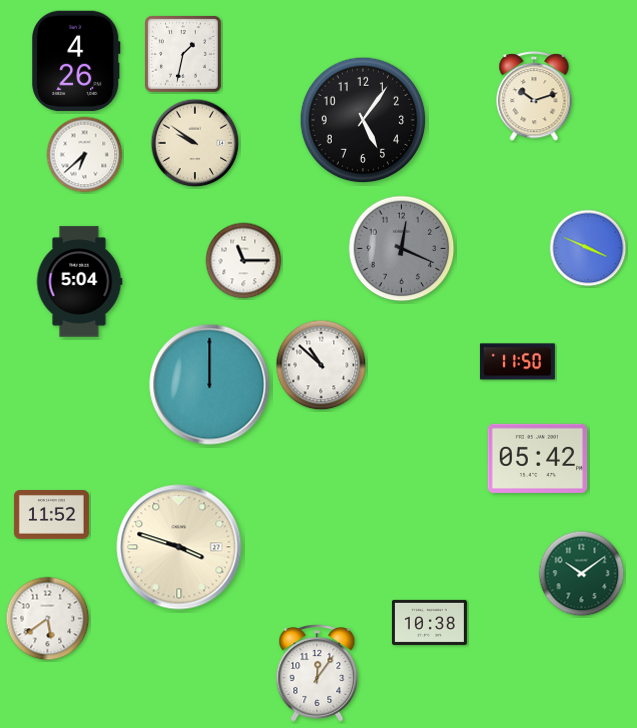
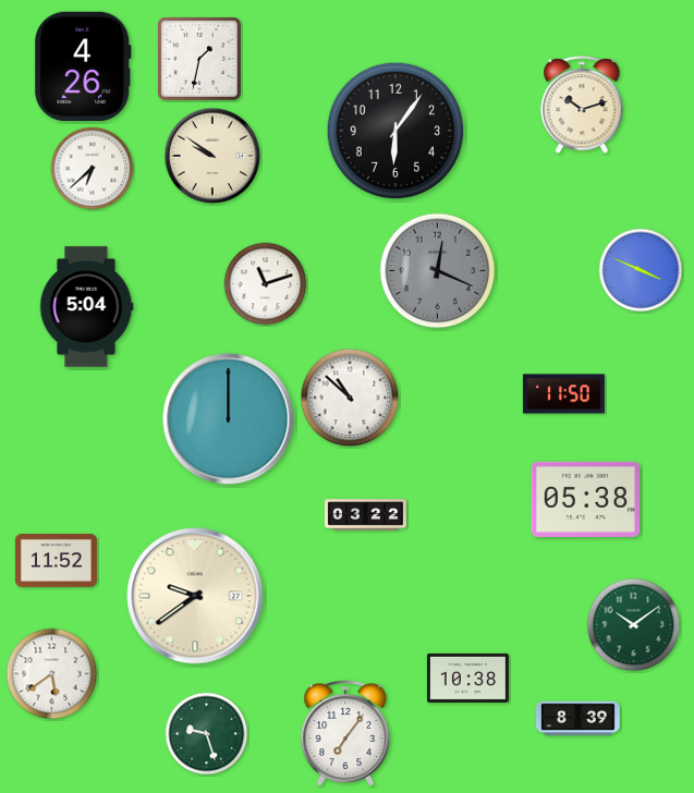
clock at (363, 120): 5:06 -> 6:06
clock at (244, 261): 11:15 -> 11:12
clock at (538, 458): 05:42 -> 05:38
clock at (365, 515): none -> 03:22
clock at (179, 547): 3:48 -> 9:39
clock at (579, 719): none -> 8:39
clock at (317, 673): 12:06 -> 7:06
clock at (207, 734): none -> 9:27
